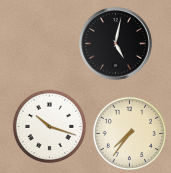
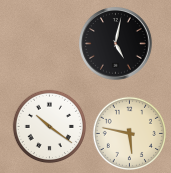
clock at (49, 126): 10:18 -> 10:21
clock at (129, 133): 7:36 -> 5:47
